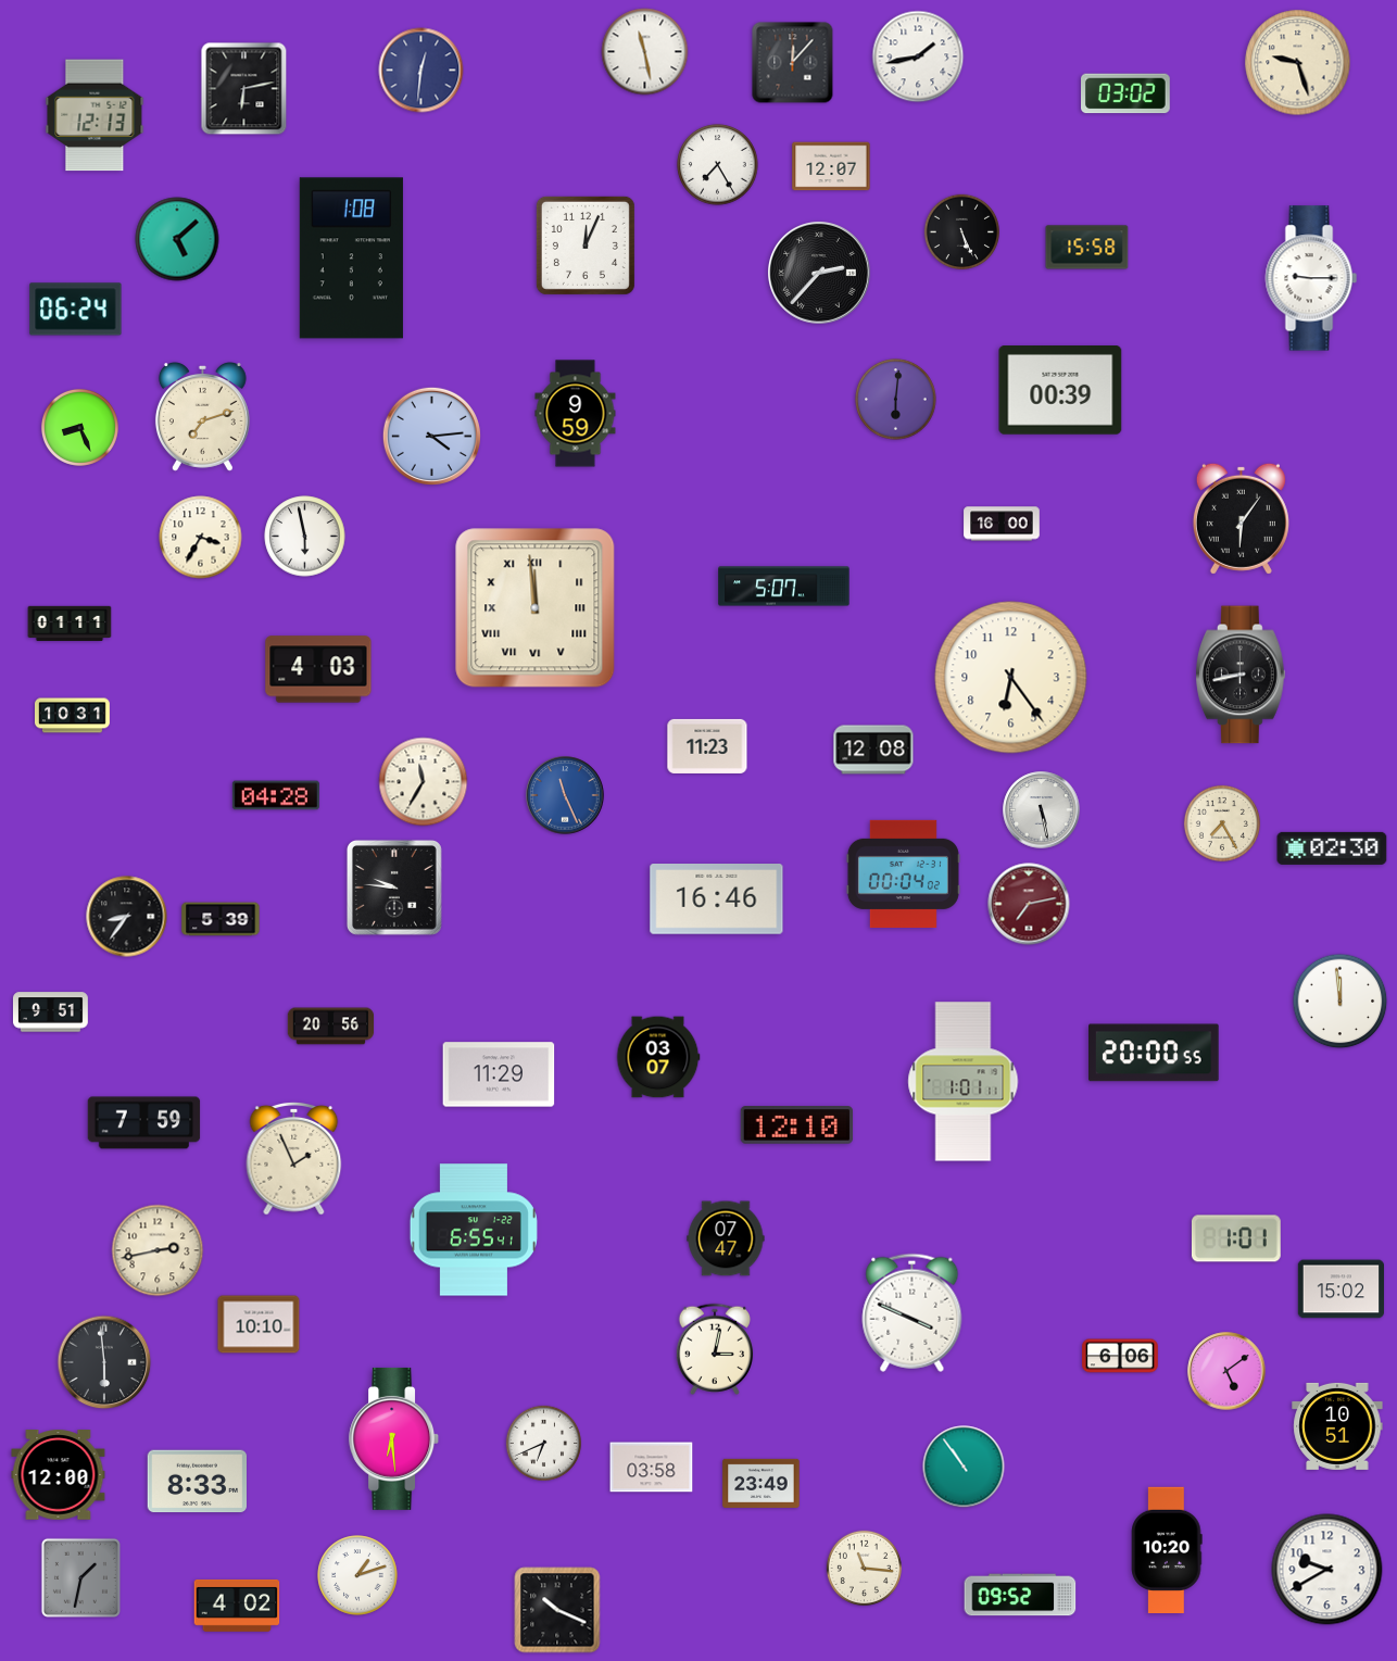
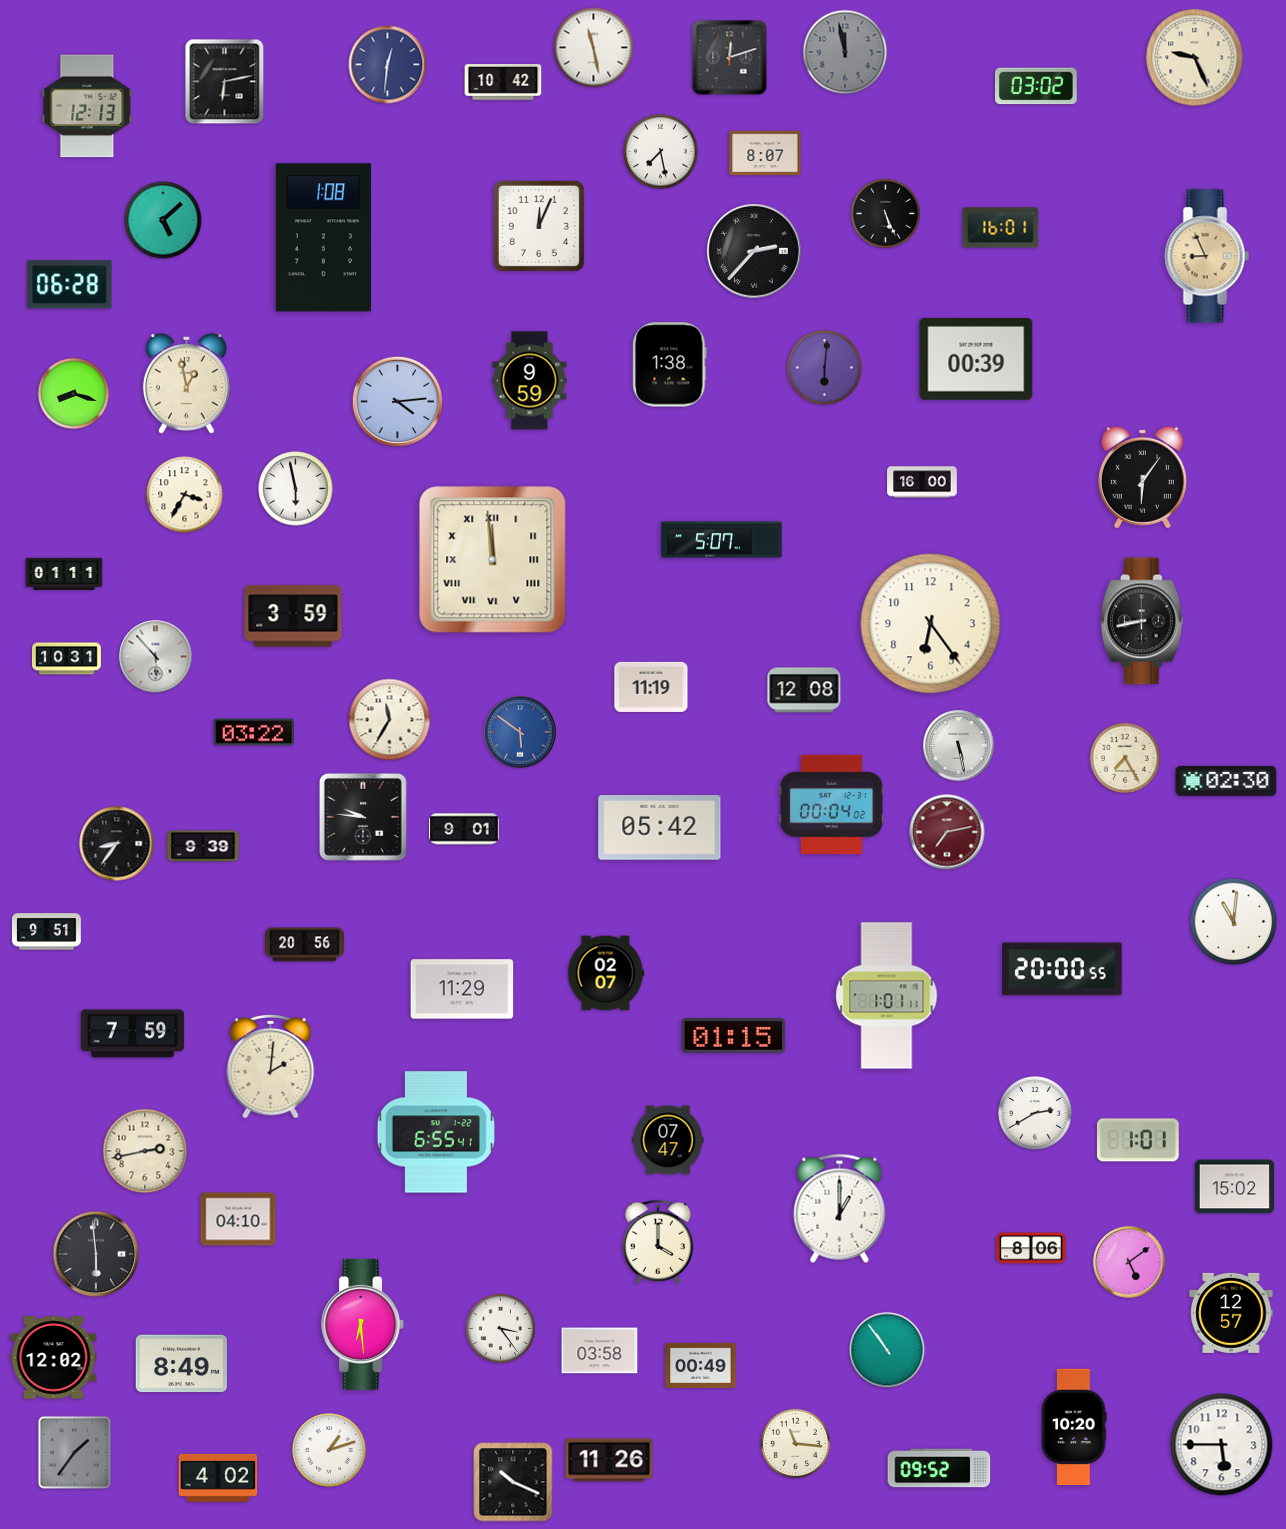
clock at (918, 56): 1:43 -> 11:58
clock at (918, 56) dial: white -> grey
clock at (793, 63): 12:07 -> 12:12
clock at (1298, 63): 9:27 -> 9:26
clock at (503, 82): none -> 10:42
clock at (718, 165): 7:25 -> 7:28
clock at (831, 166): 12:07 -> 8:07
clock at (1087, 248): 15:58 -> 16:01
clock at (1311, 278): 9:15 -> 8:56
clock at (1311, 278) dial: white -> champagne
clock at (76, 310): 06:24 -> 06:28
clock at (670, 365): none -> 1:38
clock at (202, 417): 7:12 -> 12:58
clock at (79, 427): 8:26 -> 8:18
clock at (305, 537) position: (305, 537) -> (296, 489)
clock at (318, 669): 4:03 -> 3:59
clock at (156, 657): none -> 5:53
clock at (707, 746): 11:23 -> 11:19
clock at (276, 795): 04:28 -> 03:22
clock at (565, 795): 11:26 -> 5:51
clock at (717, 899): 16:46 -> 05:42
clock at (464, 829): none -> 9:01
clock at (221, 919): 5:39 -> 9:39
clock at (1341, 1002): 11:59 -> 11:01
clock at (658, 1057): 03:07 -> 02:07
clock at (499, 1074) position: (499, 1074) -> (462, 989)
clock at (797, 1125): 12:10 -> 01:15
clock at (294, 1158): 1:56 -> 2:01
clock at (1035, 1113): none -> 2:40
clock at (913, 1312): 3:49 -> 1:00
clock at (259, 1324): 10:10 -> 04:10
clock at (715, 1349): 3:02 -> 4:00
clock at (1120, 1356): 6:06 -> 8:06
clock at (1337, 1426): 10:51 -> 12:57
clock at (543, 1443): 6:41 -> 3:24
clock at (59, 1475): 12:00 -> 12:02
clock at (197, 1482): 8:33 -> 8:49
clock at (762, 1483): 23:49 -> 00:49
clock at (1327, 1570): 9:40 -> 5:45
clock at (80, 1577): 1:32 -> 1:36
clock at (609, 1460): none -> 11:26
